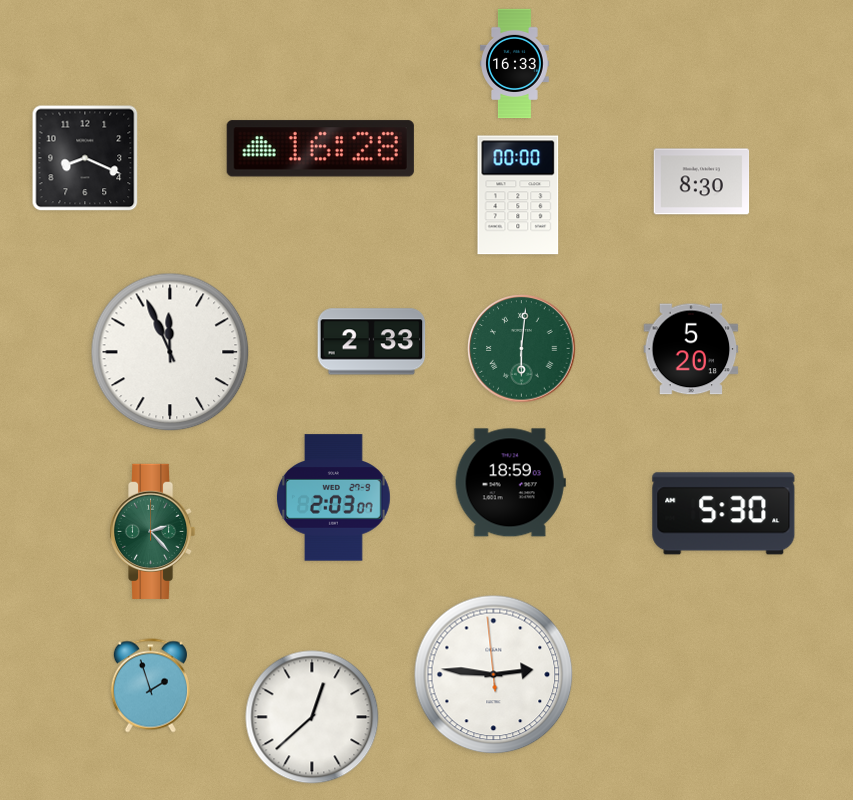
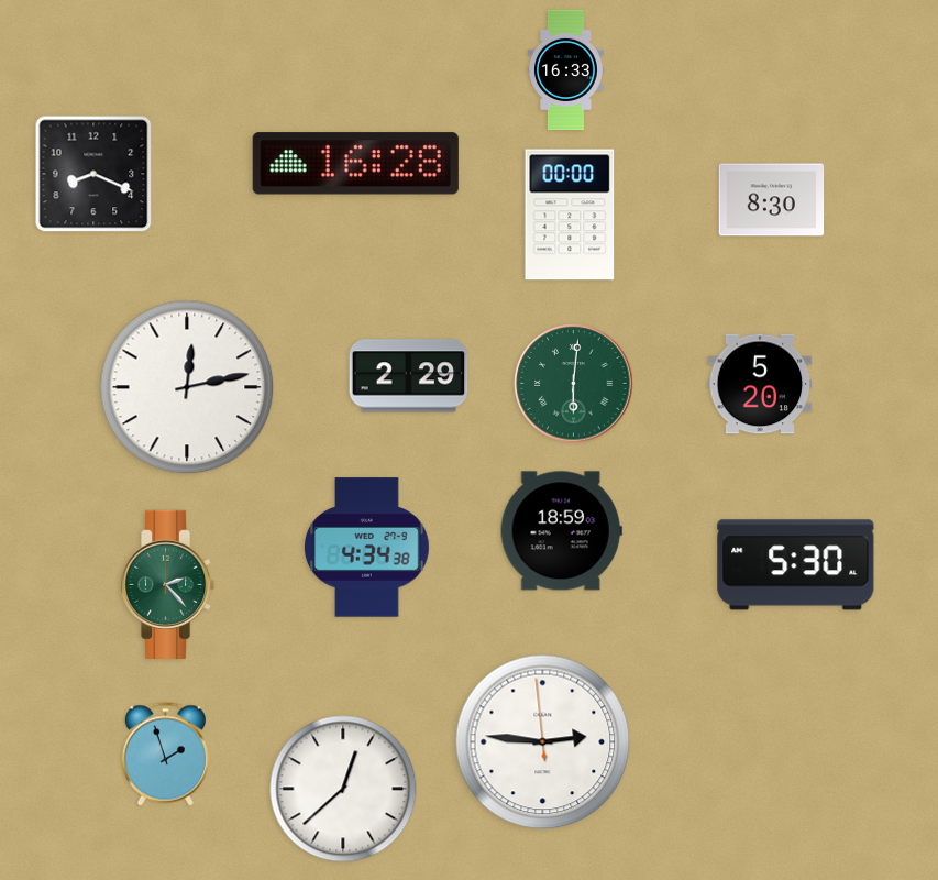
clock at (320, 149) position: (320, 149) -> (355, 164)
clock at (372, 342): 2:33 -> 2:29
clock at (170, 352): 11:56 -> 12:13
clock at (334, 498): 2:03 -> 4:34
